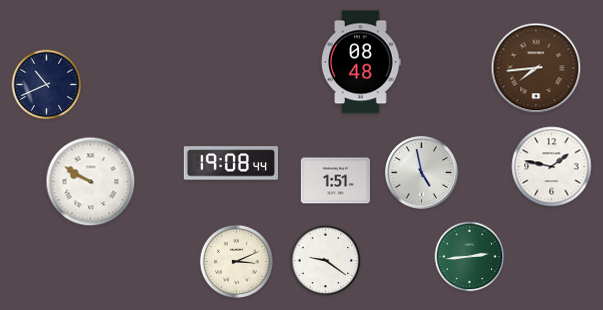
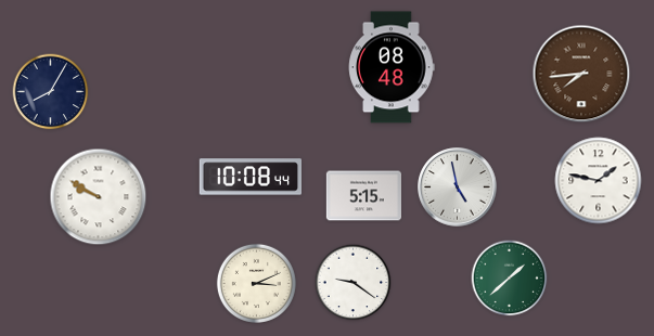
clock at (47, 85): 10:41 -> 8:05
clock at (230, 163): 19:08 -> 10:08
clock at (335, 181): 1:51 -> 5:15
clock at (470, 257): 2:44 -> 1:38
